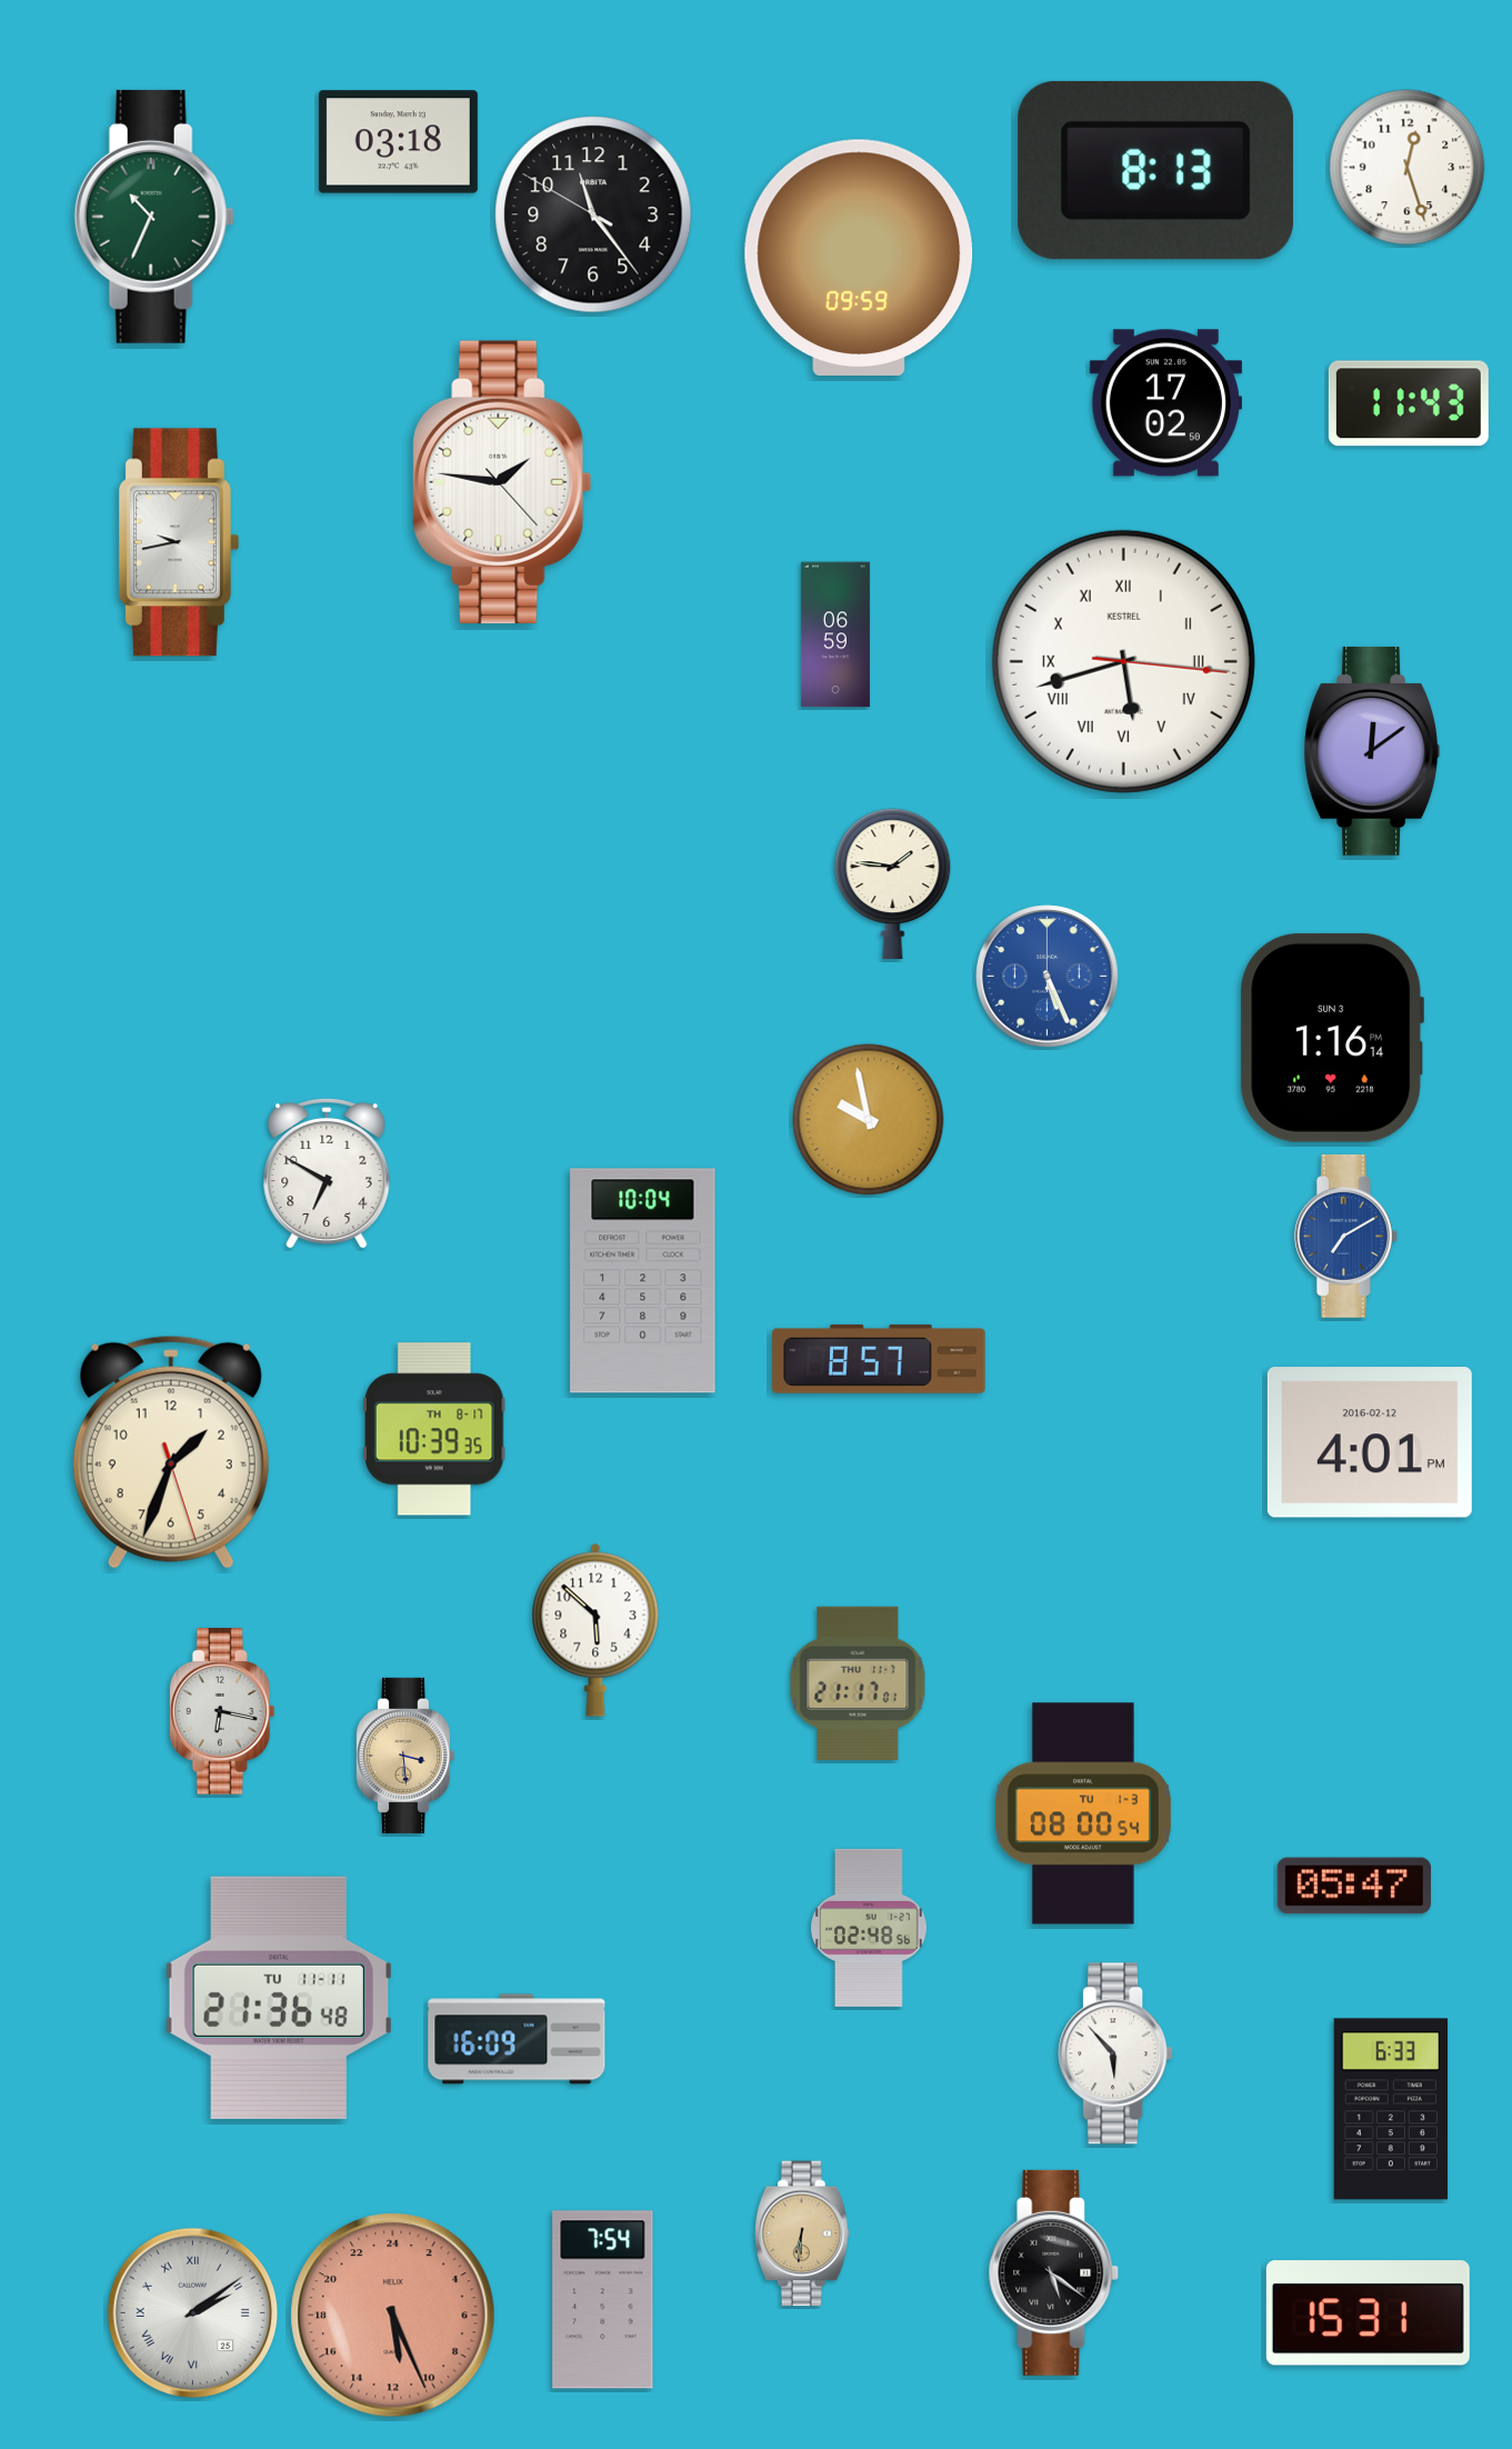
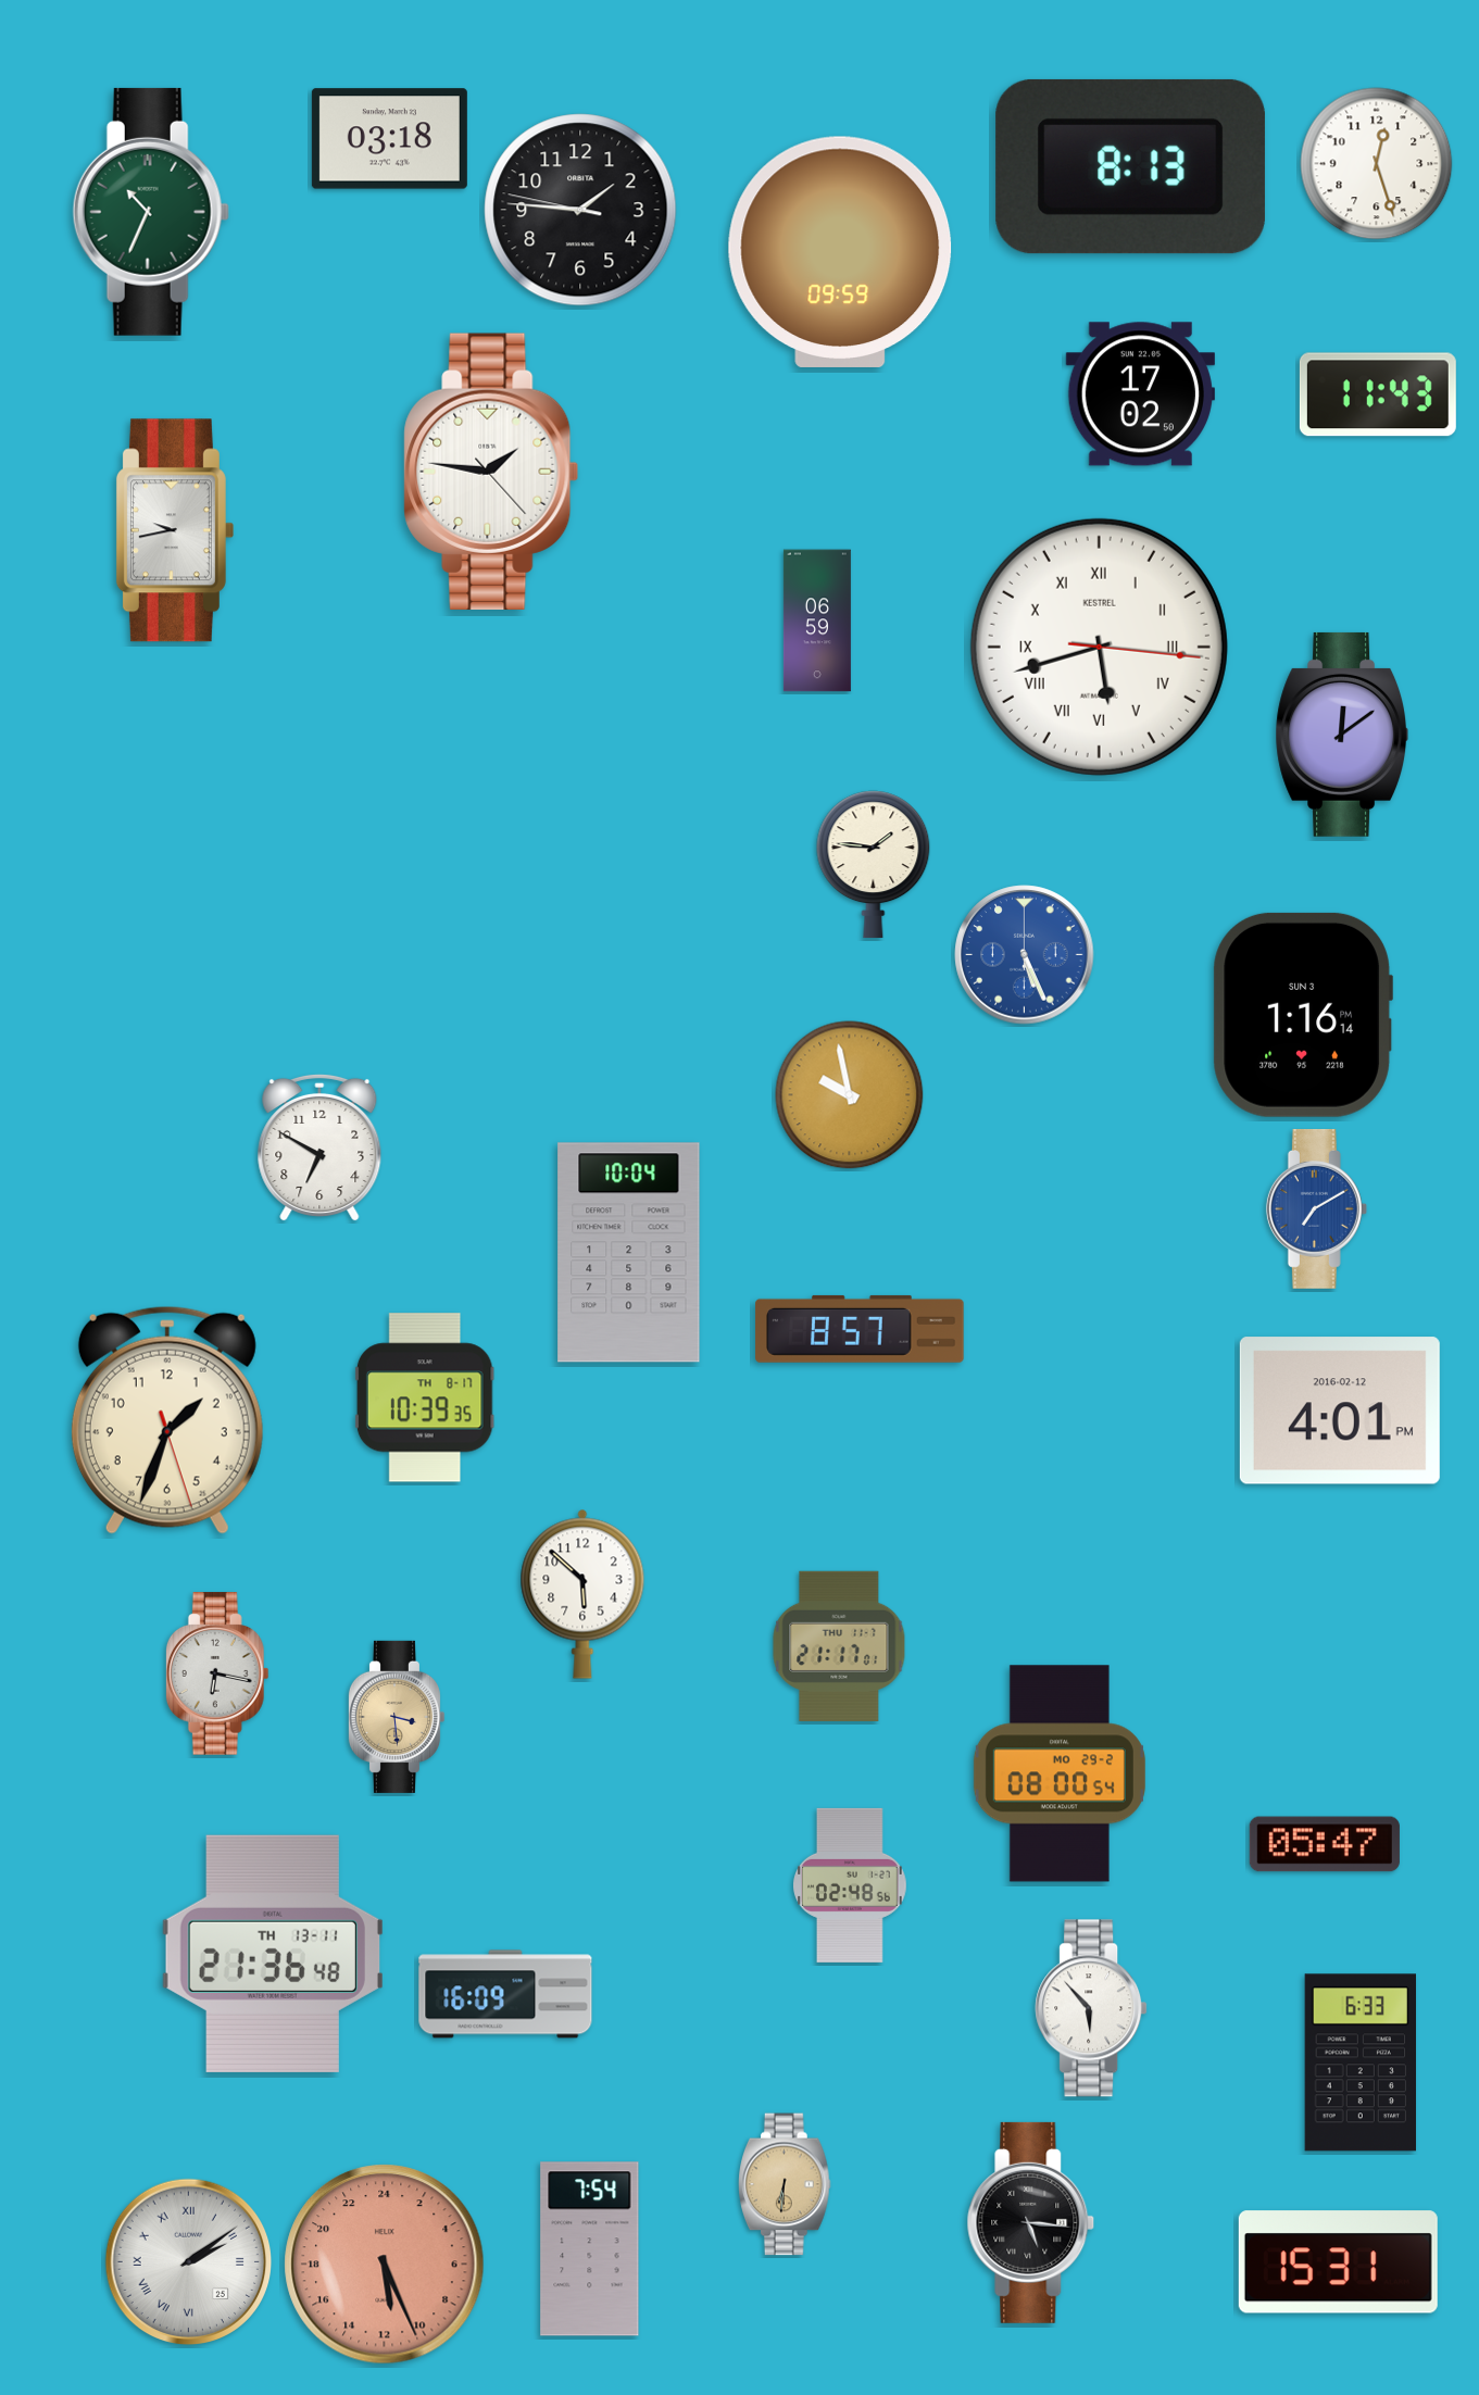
clock at (593, 214): 11:23 -> 1:45
clock at (1083, 1813) date: TU 1-3 -> MO 29-2
clock at (279, 1998) date: TU 11-11 -> TH 13-11
clock at (1054, 2272): 5:21 -> 5:16
